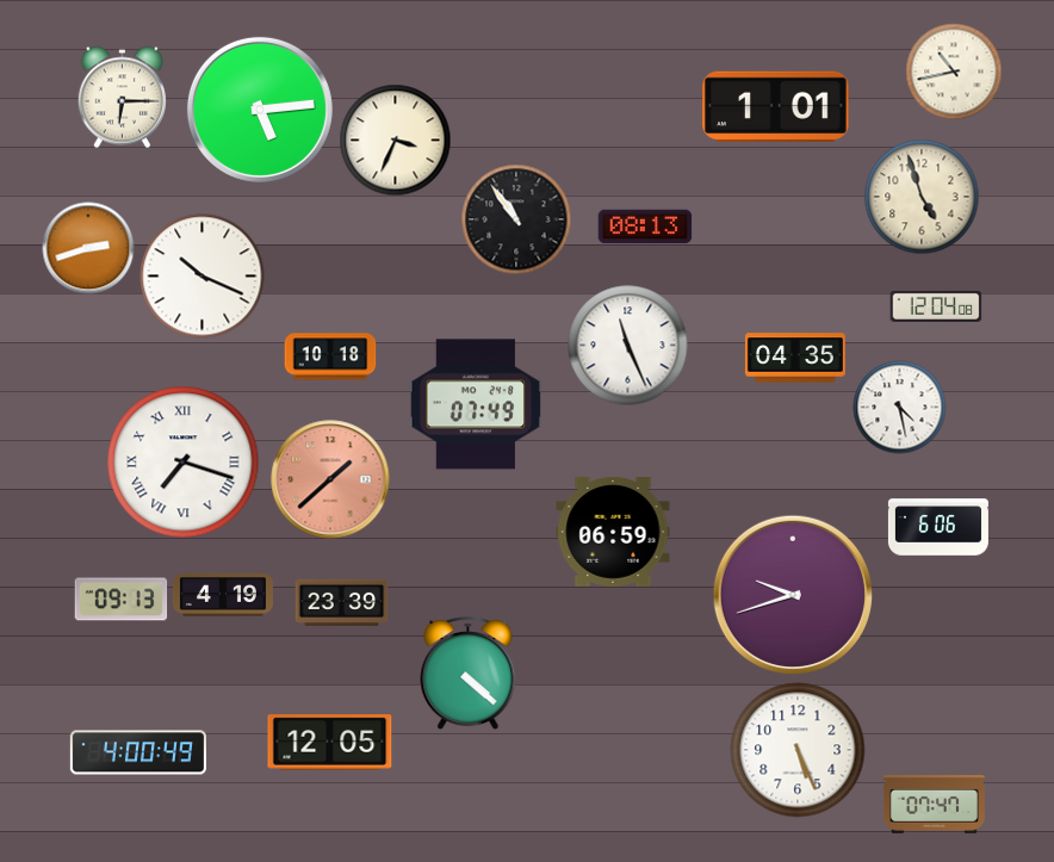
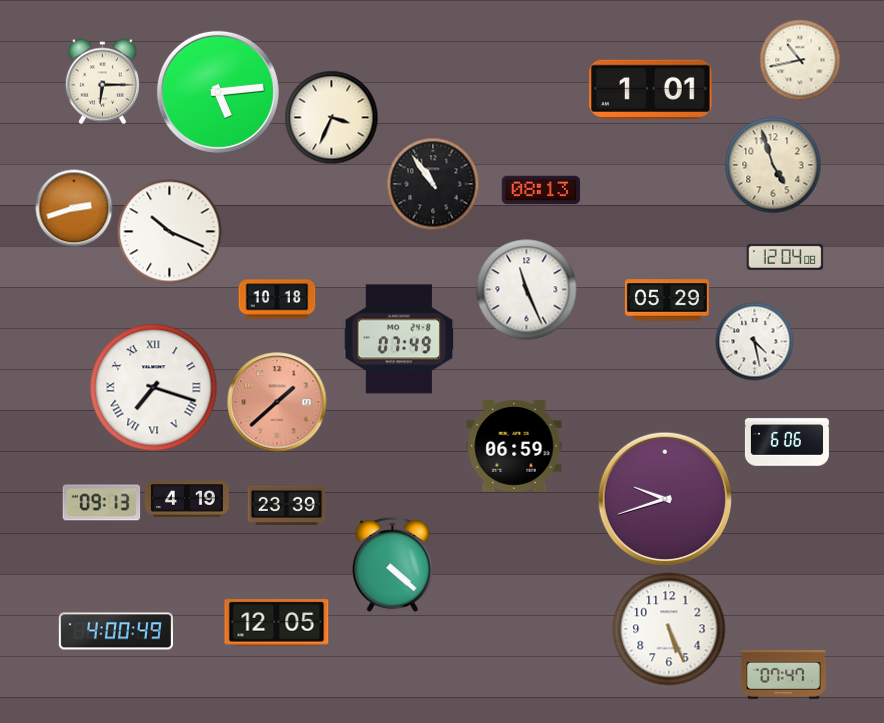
clock at (795, 358): 04:35 -> 05:29
